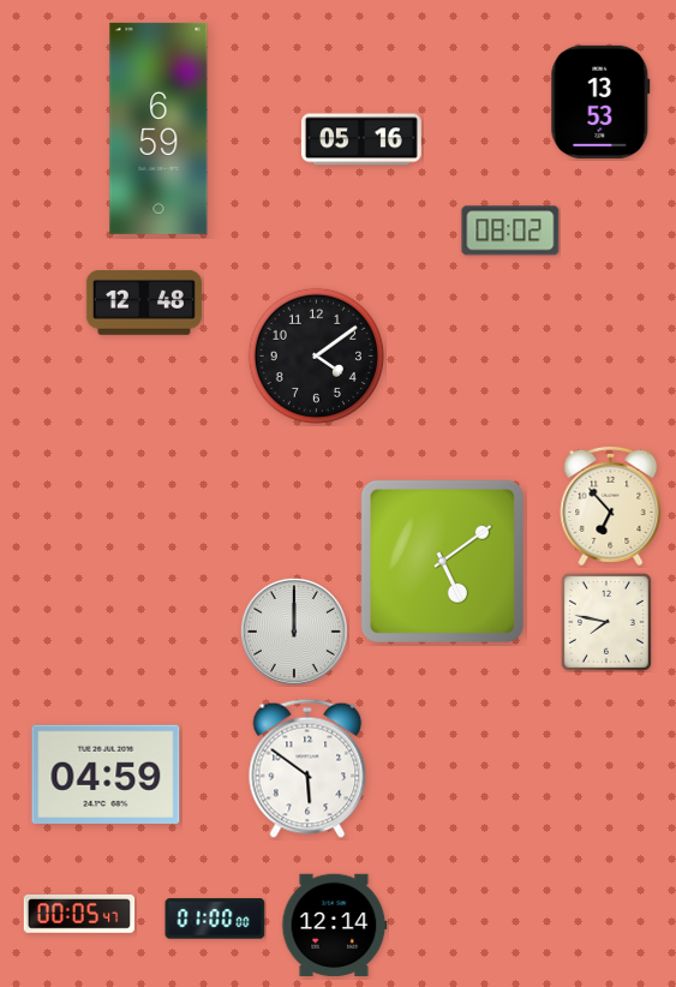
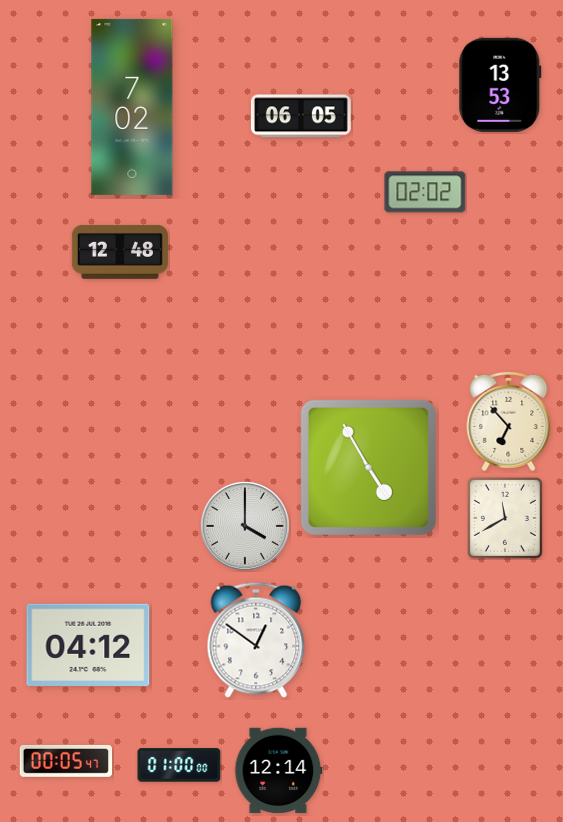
clock at (158, 128): 6:59 -> 7:02
clock at (361, 139): 05:16 -> 06:05
clock at (510, 231): 08:02 -> 02:02
clock at (316, 355): 4:09 -> none
clock at (442, 561): 5:09 -> 4:55
clock at (606, 622): 7:47 -> 11:40
clock at (294, 632): 12:00 -> 4:00
clock at (307, 768): 5:51 -> 12:51
clock at (106, 773): 04:59 -> 04:12
